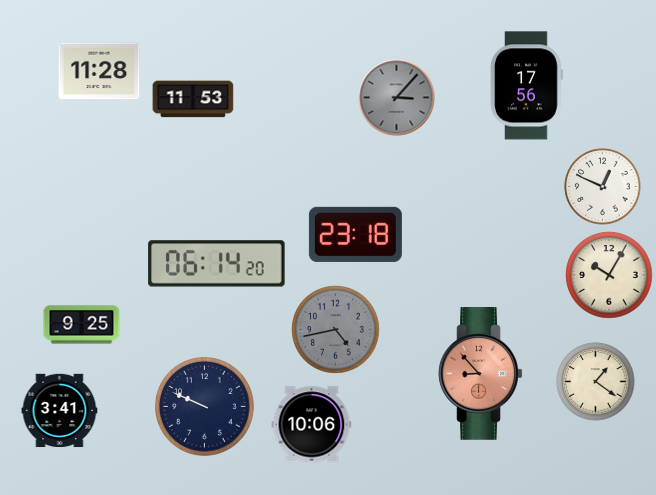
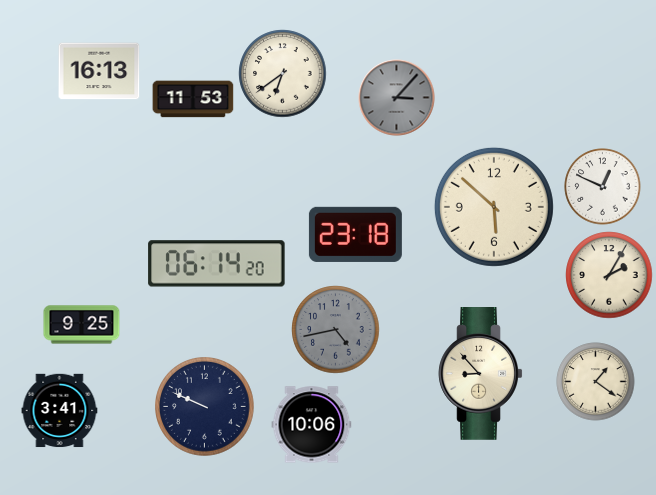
clock at (99, 71): 11:28 -> 16:13
clock at (283, 74): none -> 6:39
clock at (527, 86): 17:56 -> none
clock at (494, 207): none -> 5:52
clock at (609, 275): 10:05 -> 2:05
clock at (481, 374) dial: salmon -> cream
